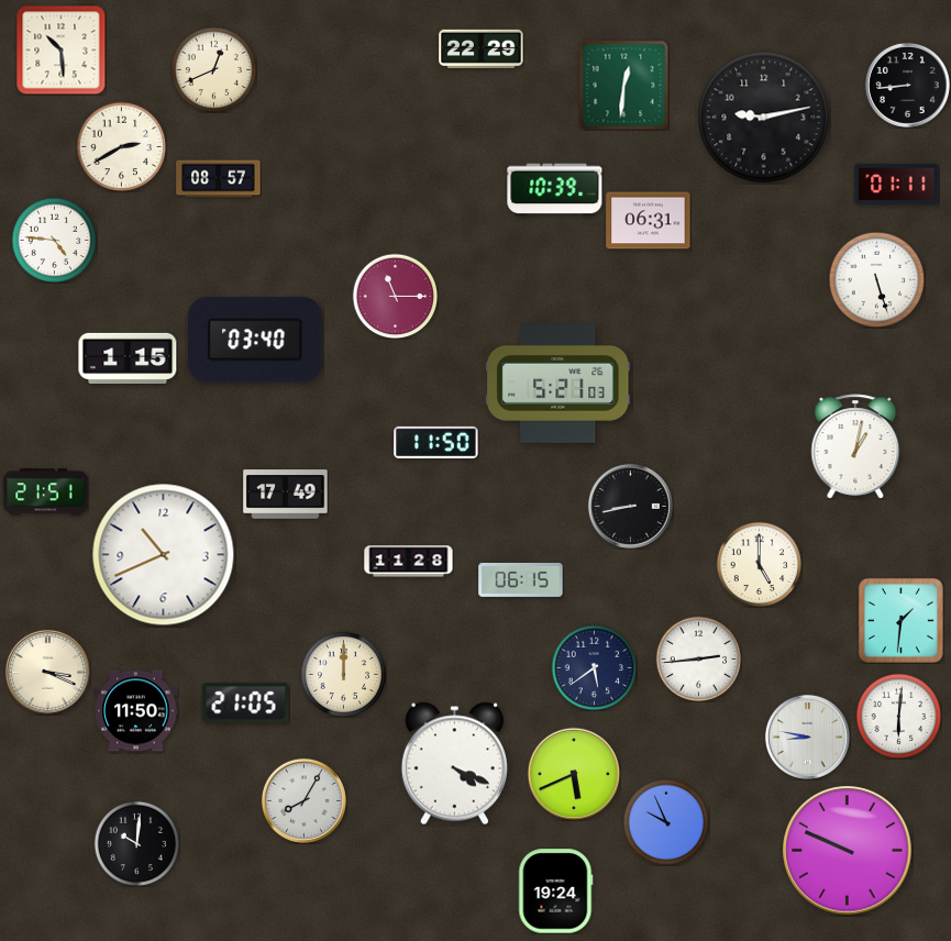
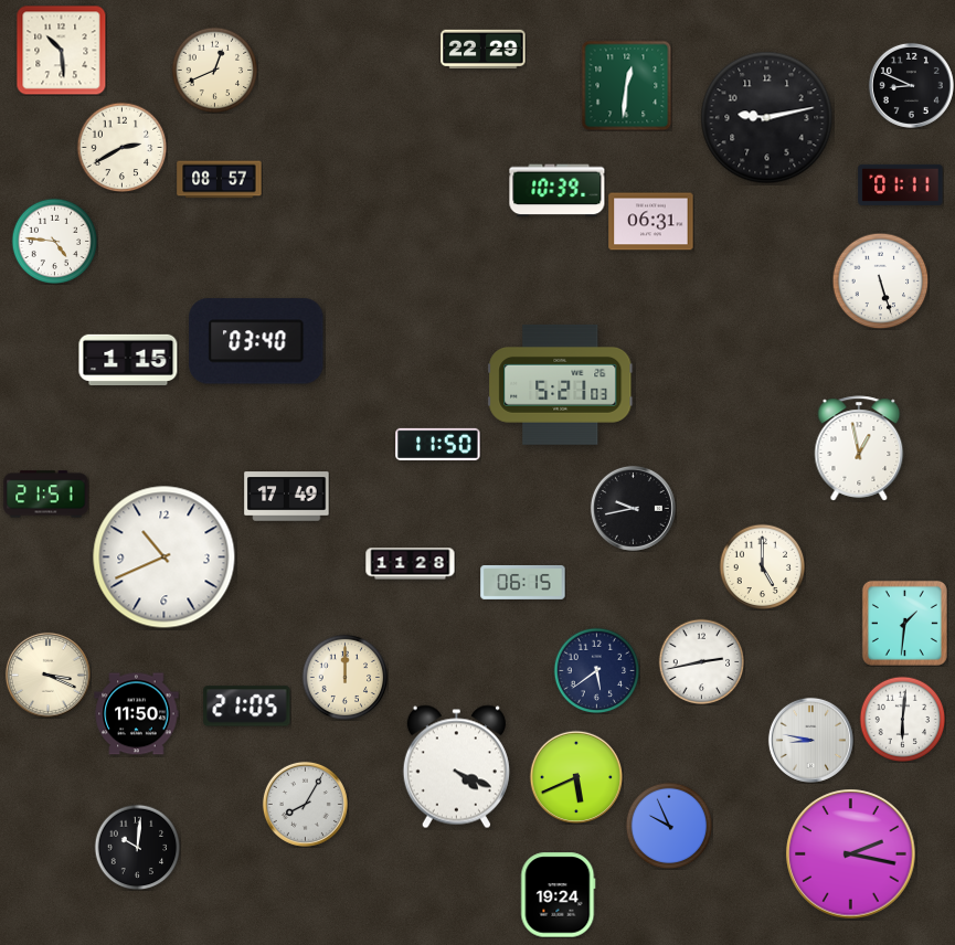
clock at (907, 85): 8:44 -> 8:49
clock at (395, 296): 11:15 -> none
clock at (855, 446): 1:02 -> 12:58
clock at (630, 506): 8:43 -> 9:43
clock at (698, 658): 2:44 -> 2:43
clock at (848, 851): 9:49 -> 2:17
